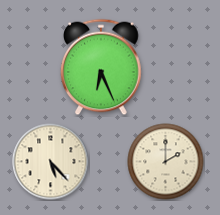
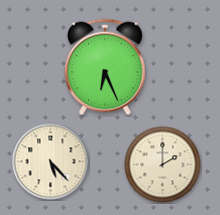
clock at (101, 67) position: (101, 67) -> (105, 67)
clock at (166, 162) position: (166, 162) -> (163, 165)
